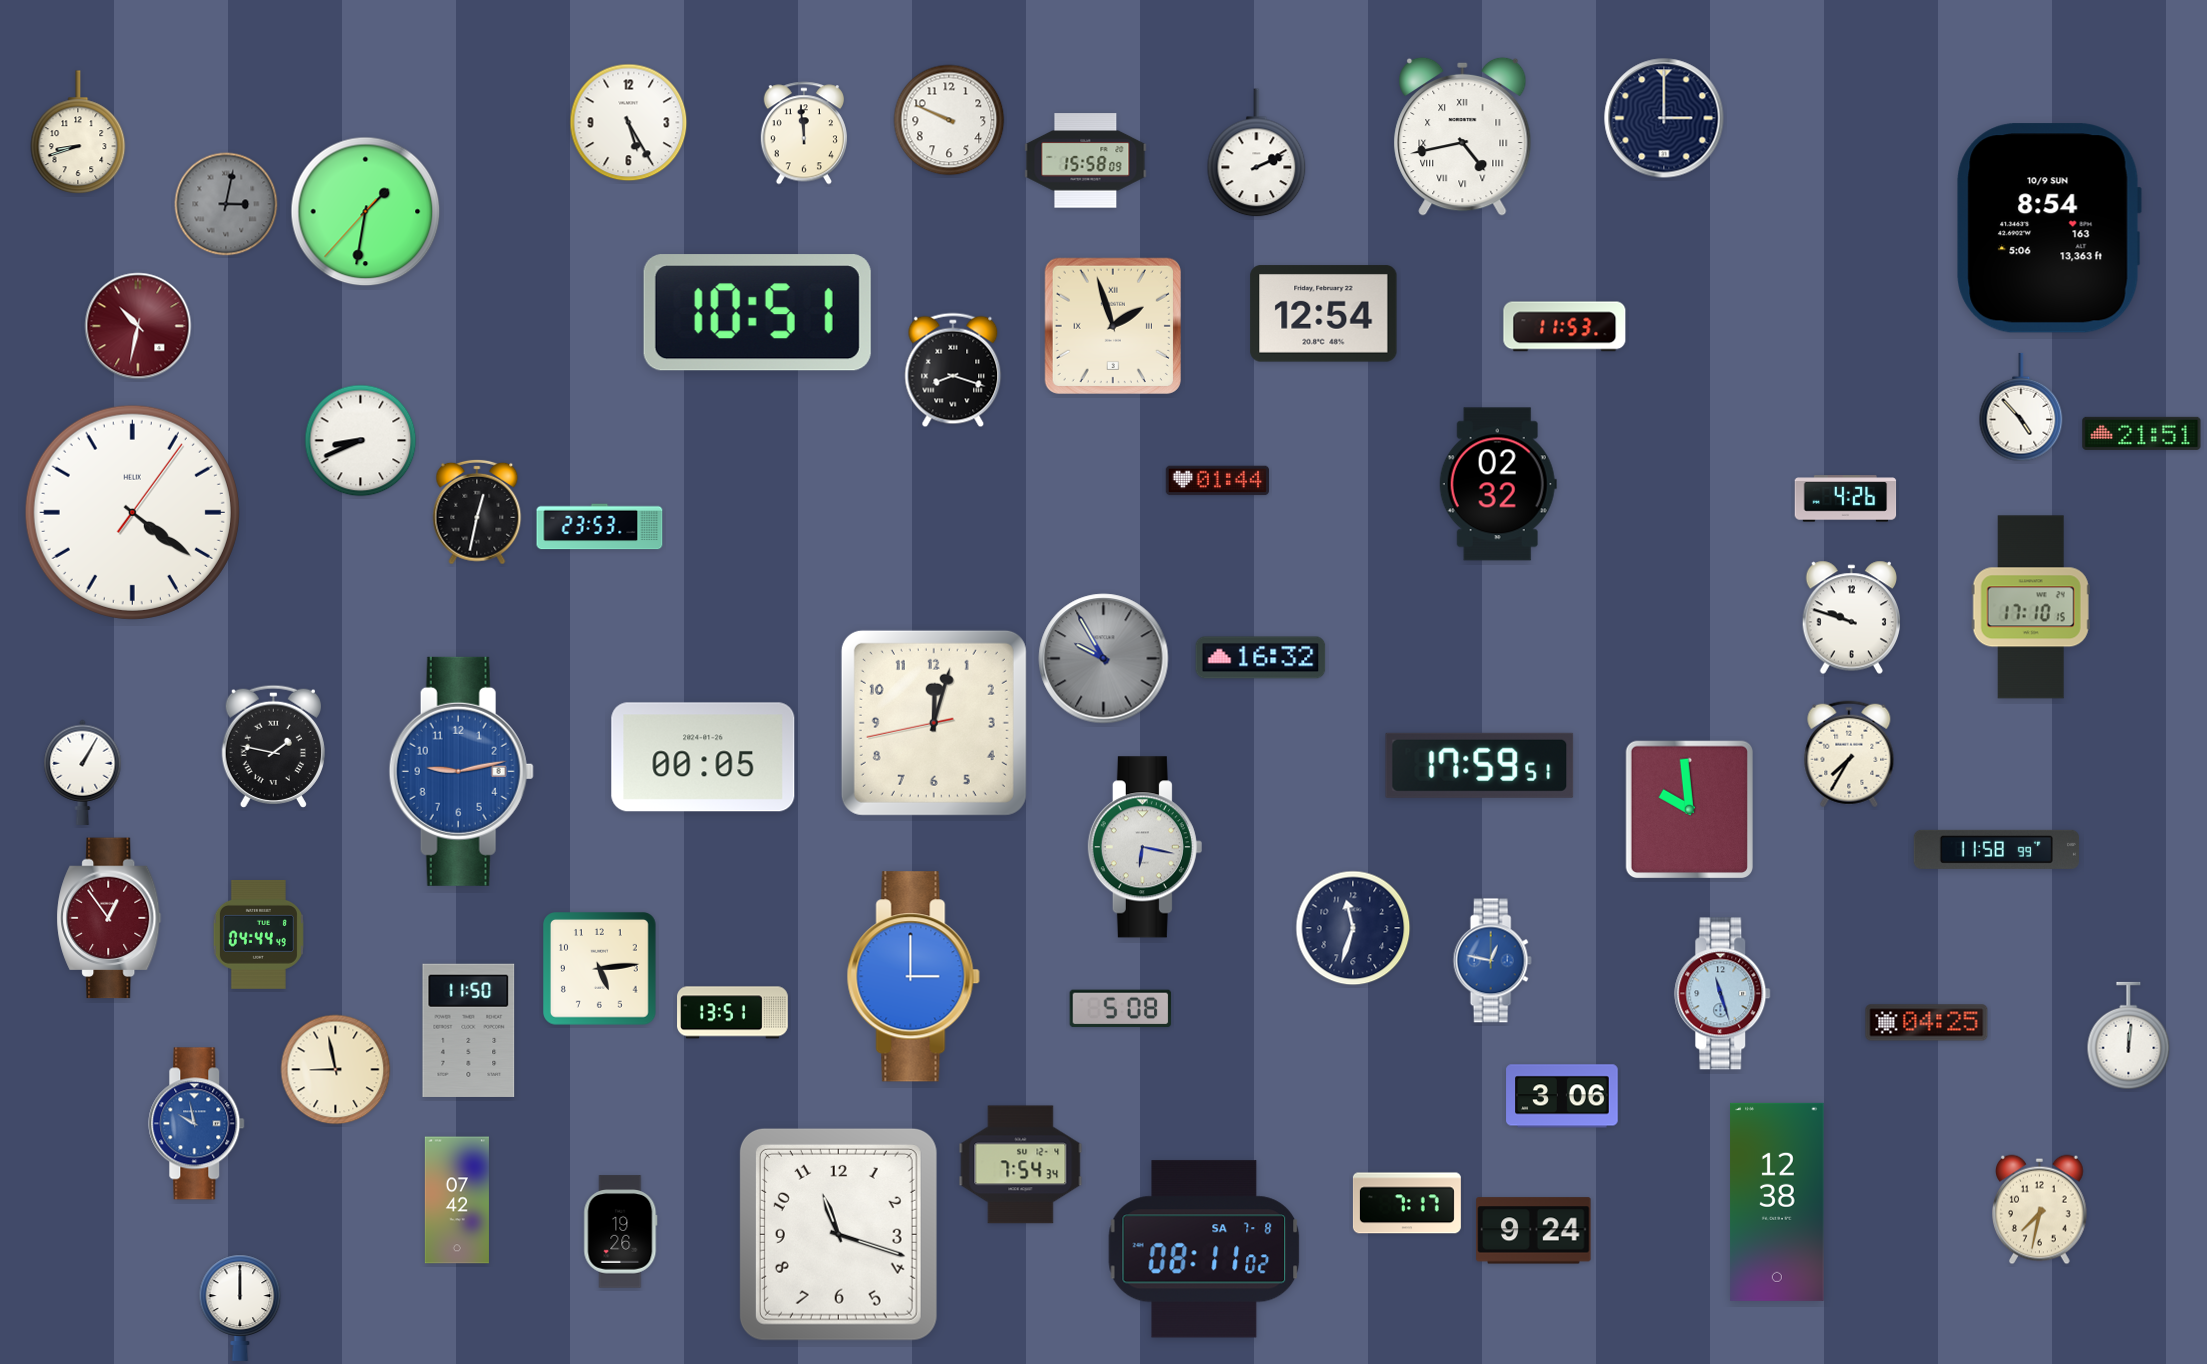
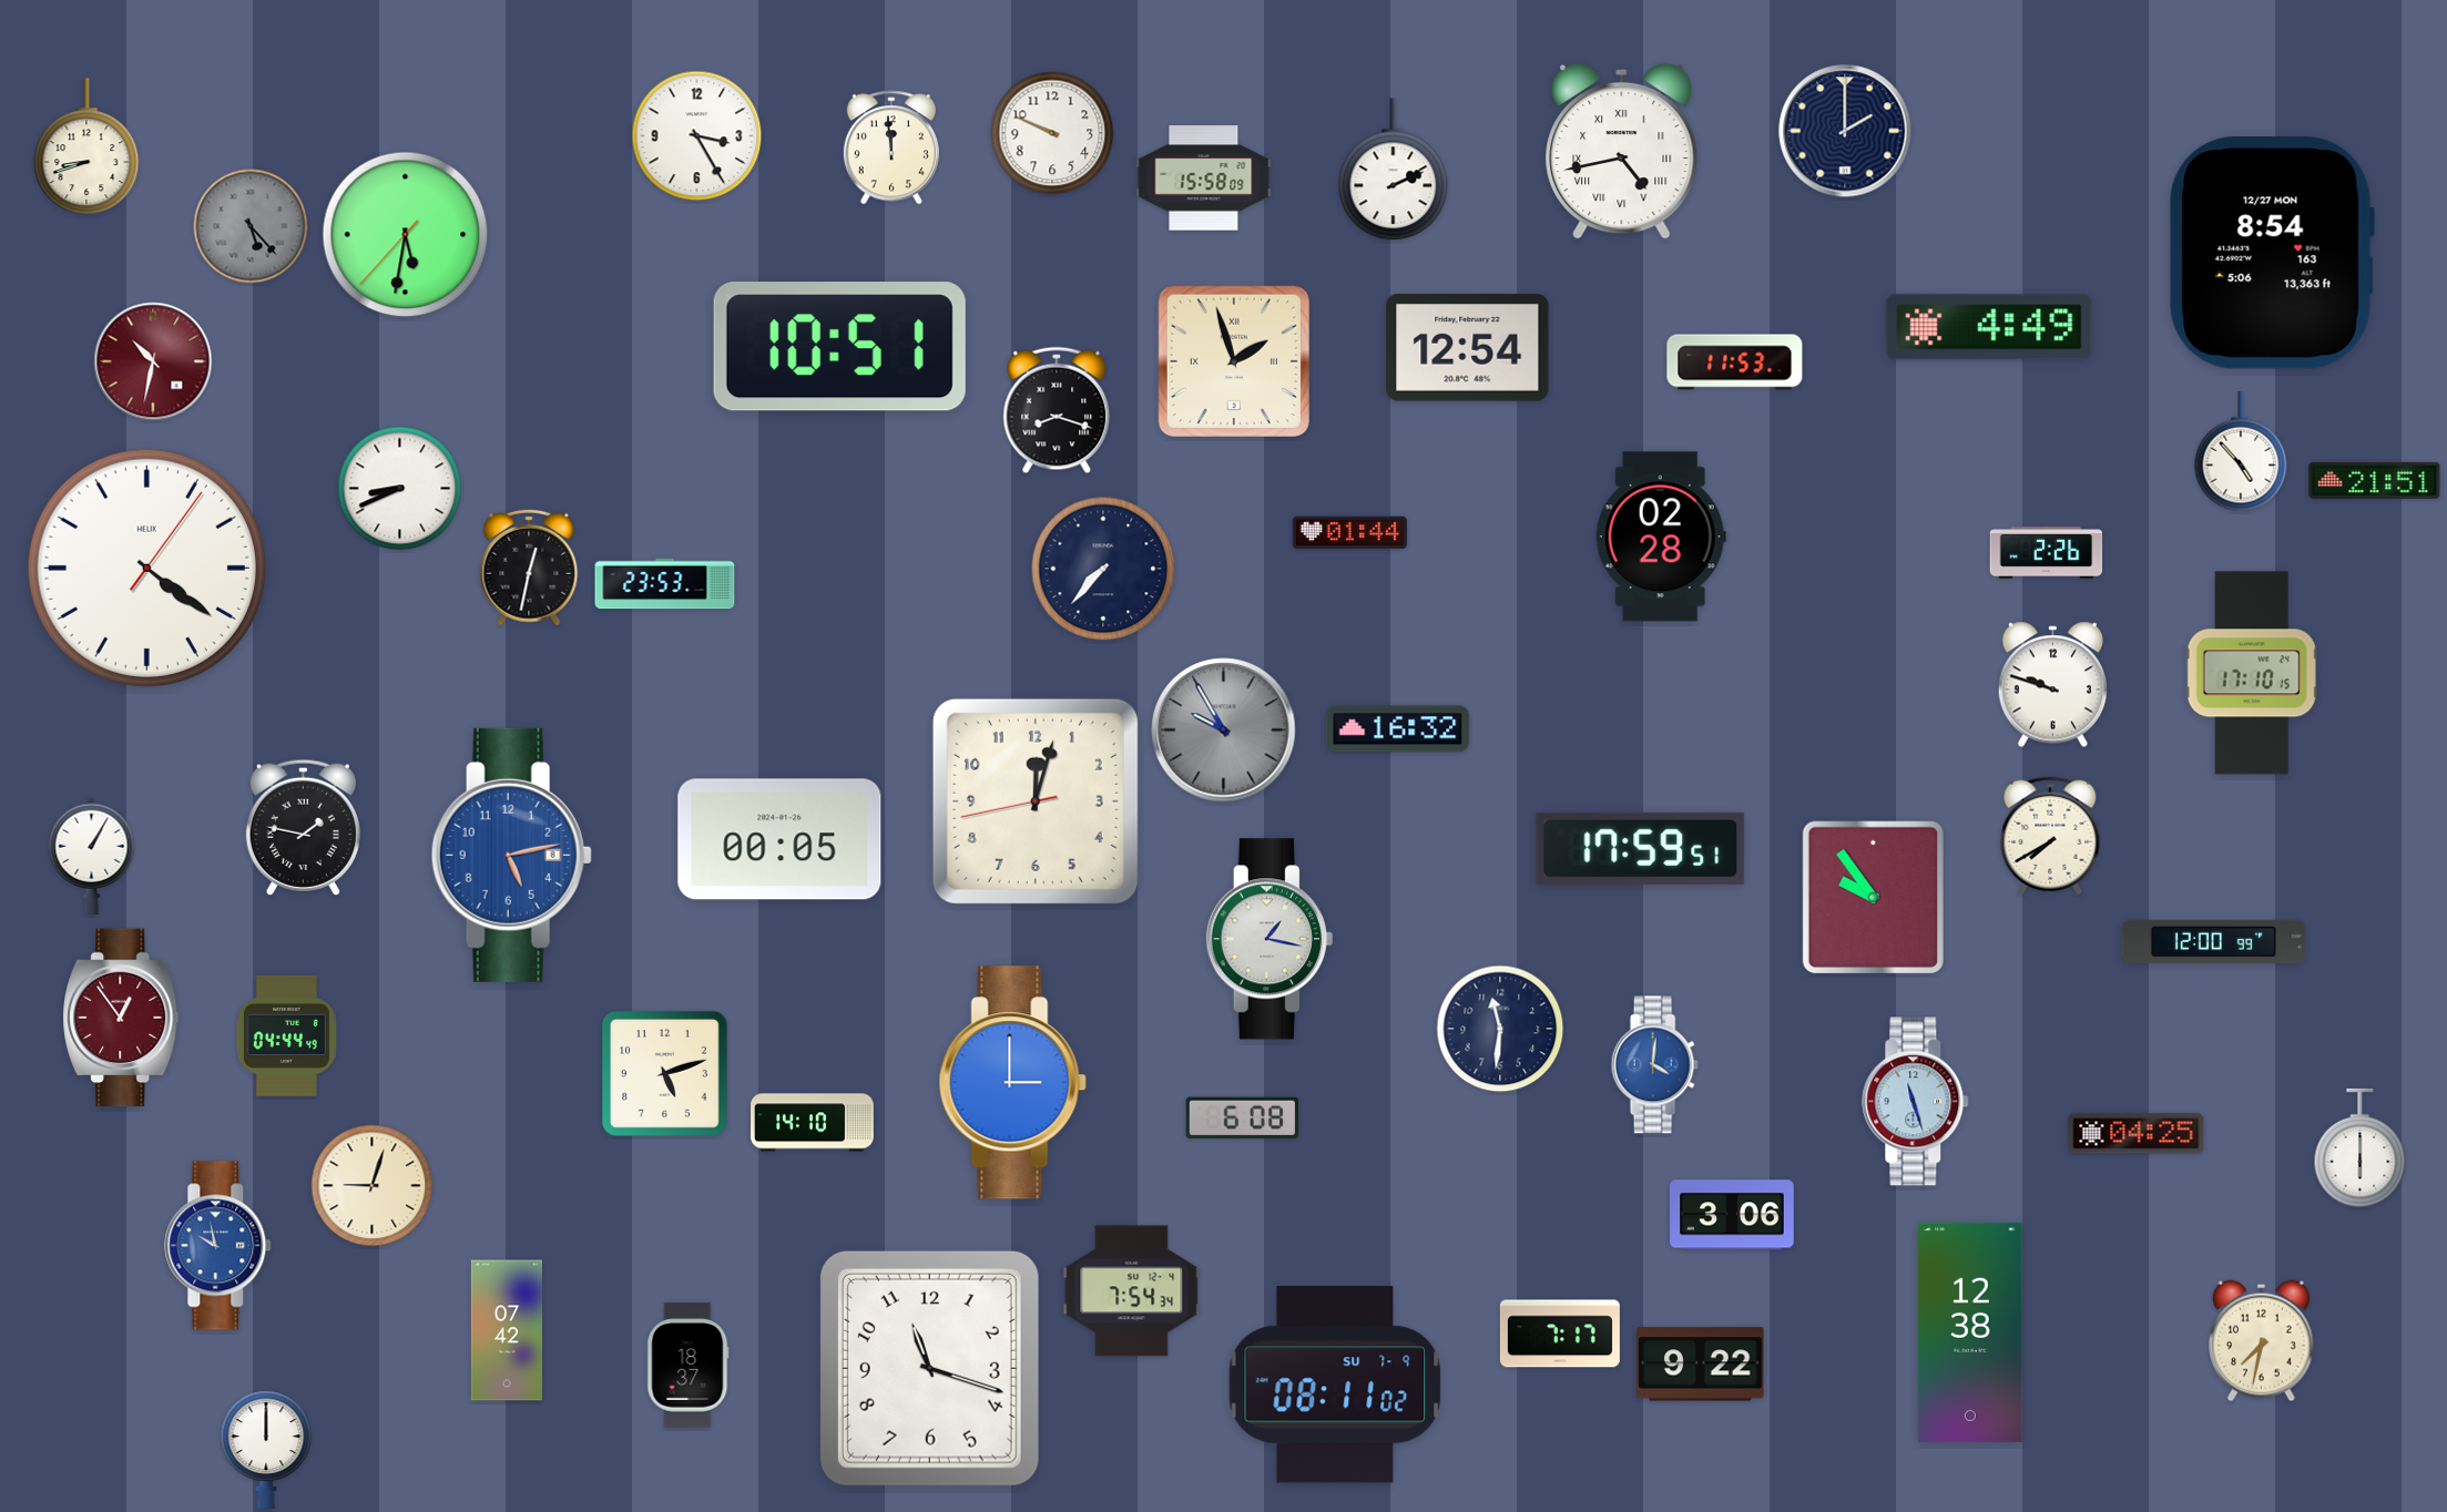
clock at (1664, 118): 3:00 -> 2:00
clock at (629, 123): 5:25 -> 3:25
clock at (226, 204): 3:02 -> 5:23
clock at (366, 212): 1:31 -> 5:31
clock at (2049, 228) date: 10/9 SUN -> 12/27 MON
clock at (1989, 327): none -> 4:49
clock at (1498, 484): 02:32 -> 02:28
clock at (1846, 499): 4:26 -> 2:26
clock at (1103, 569): none -> 7:37
clock at (1849, 754): 7:35 -> 7:40
clock at (461, 771): 9:13 -> 5:13
clock at (1689, 810): 9:59 -> 9:54
clock at (1145, 847): 6:17 -> 1:17
clock at (1996, 849): 11:58 -> 12:00
clock at (1353, 928): 11:33 -> 11:31
clock at (1492, 961): 12:47 -> 4:01
clock at (600, 969): 5:14 -> 5:12
clock at (1723, 994) position: (1723, 994) -> (1916, 1102)
clock at (1121, 1009): 5:08 -> 6:08
clock at (733, 1013): 13:51 -> 14:10
clock at (469, 1030): 11:50 -> none
clock at (2129, 1036): 12:01 -> 6:00
clock at (336, 1070): 8:58 -> 9:03
clock at (1534, 1231): 9:24 -> 9:22
clock at (621, 1232): 19:26 -> 18:37
clock at (1204, 1249) date: SA 7-8 -> SU 7-9
